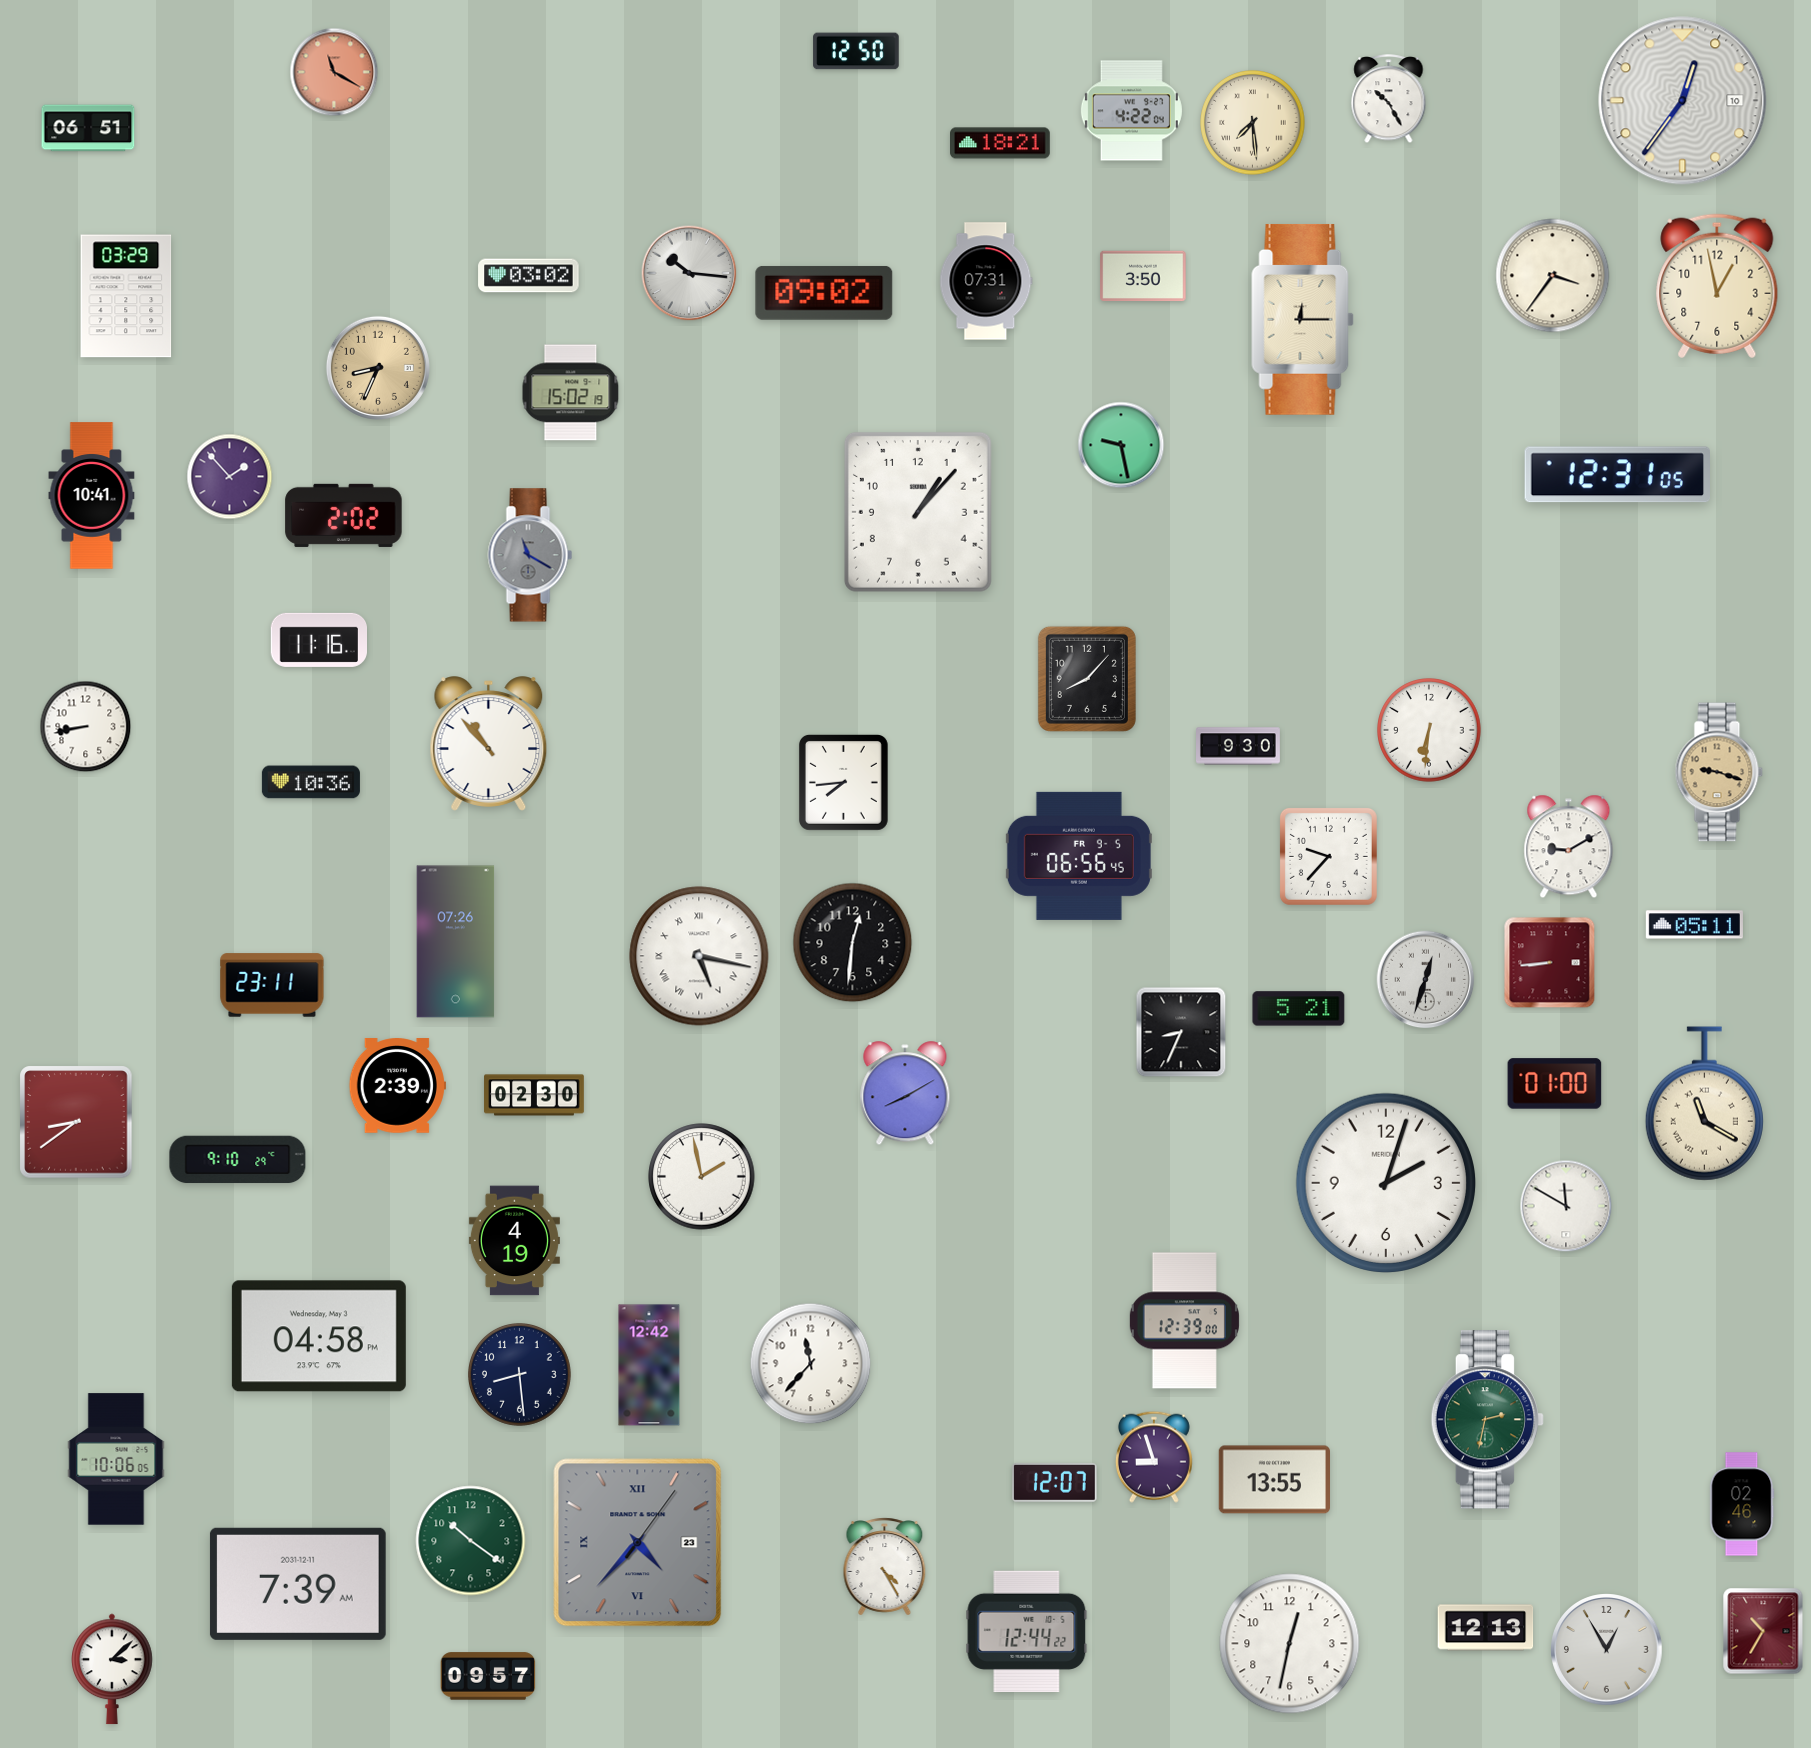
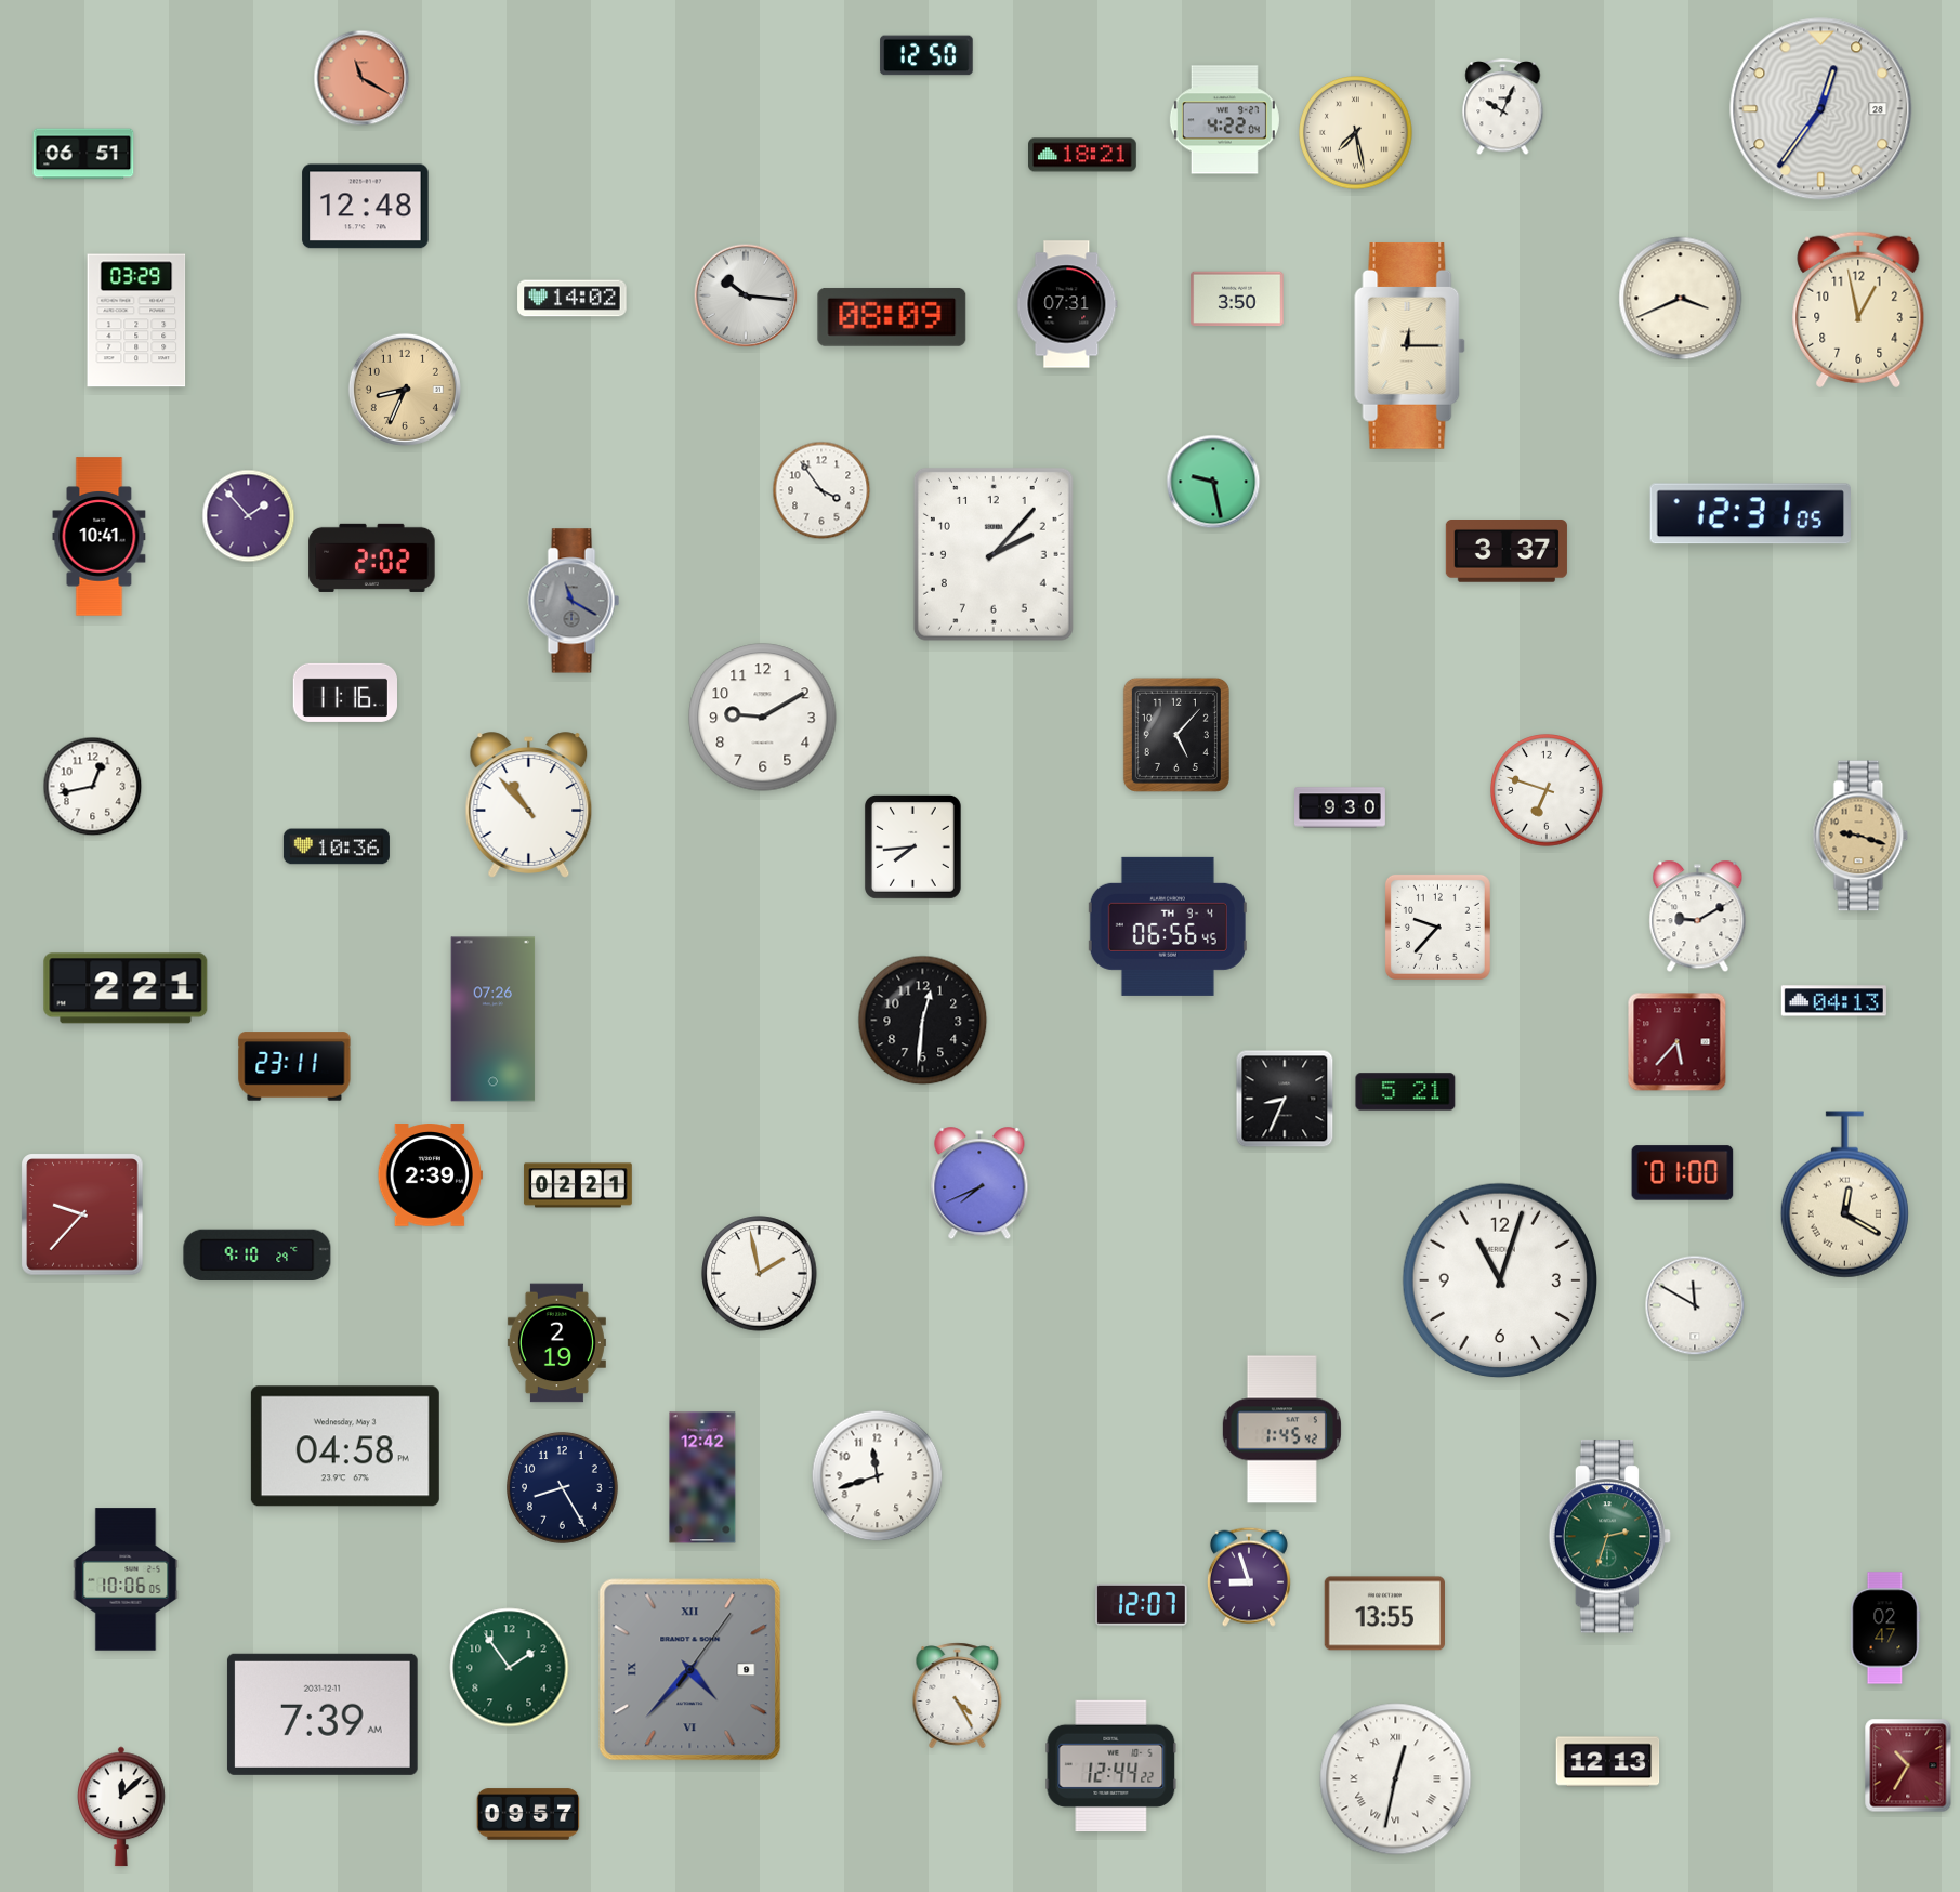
clock at (1389, 99): 10:25 -> 10:04
clock at (1683, 101) date: 10 -> 28
clock at (1253, 123): 7:29 -> 7:28
clock at (88, 128) position: (88, 128) -> (83, 154)
clock at (366, 207): none -> 12:48
clock at (529, 276): 03:02 -> 14:02
clock at (1553, 276): 3:36 -> 3:41
clock at (824, 293): 09:02 -> 08:09
clock at (378, 368) position: (378, 368) -> (405, 390)
clock at (571, 393): 15:02 -> none
clock at (821, 490): none -> 3:54
clock at (1507, 551): none -> 3:37
clock at (918, 512): 1:07 -> 2:07
clock at (763, 718): none -> 9:10
clock at (1087, 679): 8:07 -> 5:07
clock at (86, 727): 8:43 -> 12:43
clock at (1429, 730): 6:31 -> 6:48
clock at (1079, 856) date: FR 9-5 -> TH 9-4
clock at (126, 988): none -> 2:21
clock at (1694, 925): 05:11 -> 04:13
clock at (699, 956): 5:17 -> none
clock at (1550, 963): 8:44 -> 5:37
clock at (1426, 980): 12:33 -> none
clock at (1181, 1032) position: (1181, 1032) -> (1285, 1099)
clock at (905, 1094): 8:10 -> 7:41
clock at (534, 1095): 02:30 -> 02:21
clock at (1704, 1104): 11:20 -> 12:20
clock at (76, 1122): 8:39 -> 9:37
clock at (1385, 1182): 2:03 -> 11:03
clock at (514, 1241): 4:19 -> 2:19
clock at (1184, 1321): 12:39 -> 1:45
clock at (811, 1364): 11:37 -> 11:42
clock at (520, 1375): 8:29 -> 8:25
clock at (1487, 1420): 2:32 -> 2:33
clock at (1274, 1480) position: (1274, 1480) -> (1384, 1614)
clock at (1742, 1504): 02:46 -> 02:47
clock at (471, 1541): 10:21 -> 1:54
clock at (638, 1543) date: 23 -> 9
clock at (1290, 1644) numerals: Arabic -> Roman
clock at (1607, 1650): 12:55 -> none
clock at (113, 1669): 3:08 -> 12:08
